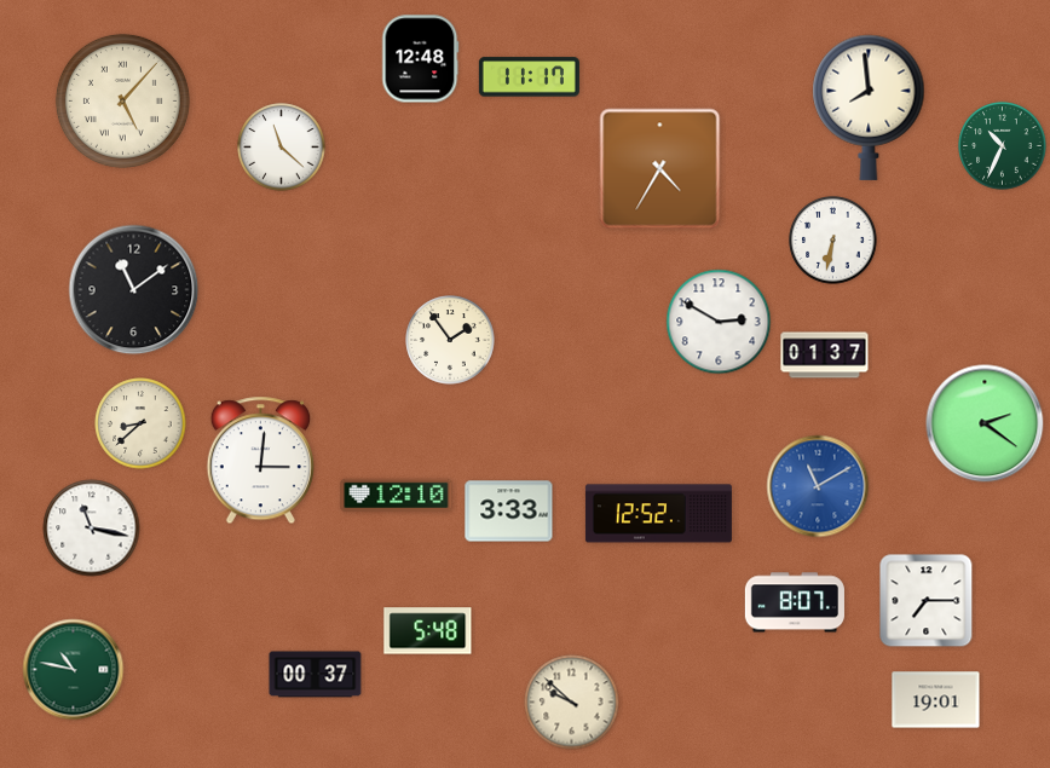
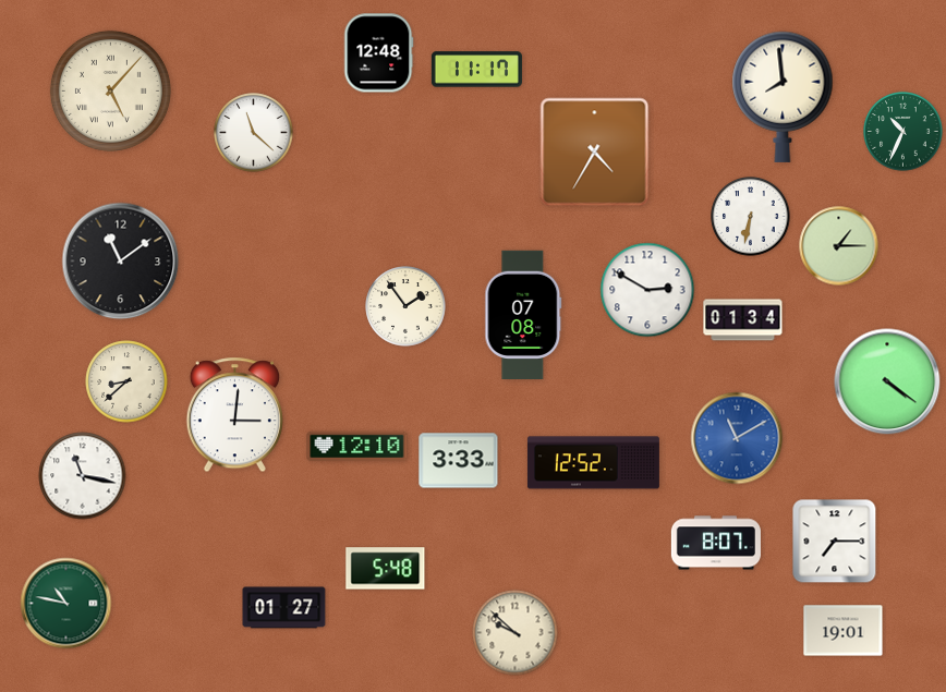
clock at (839, 246): none -> 1:15
clock at (523, 314): none -> 07:08
clock at (825, 356): 01:37 -> 01:34
clock at (985, 423): 2:21 -> 4:21
clock at (316, 675): 00:37 -> 01:27
